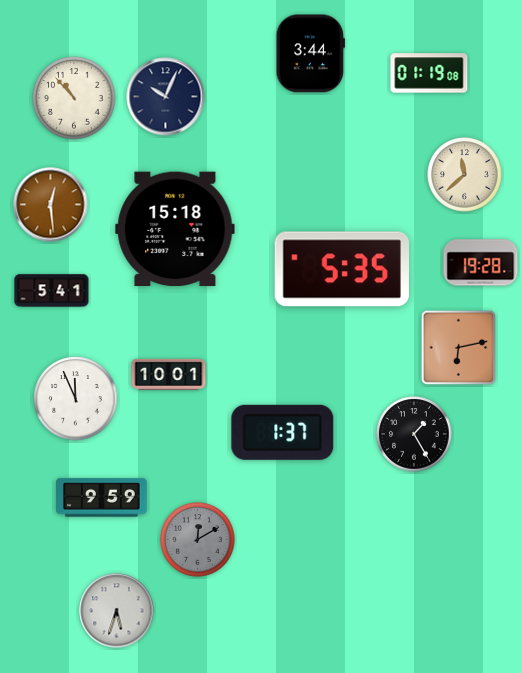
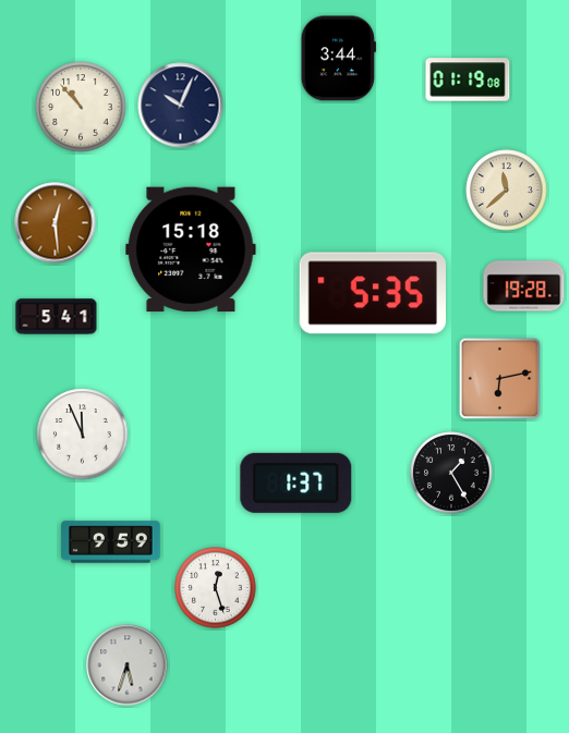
clock at (169, 374): 10:01 -> none
clock at (283, 432) position: (283, 432) -> (296, 482)
clock at (198, 540): 12:10 -> 12:27
clock at (198, 540) dial: grey -> white
